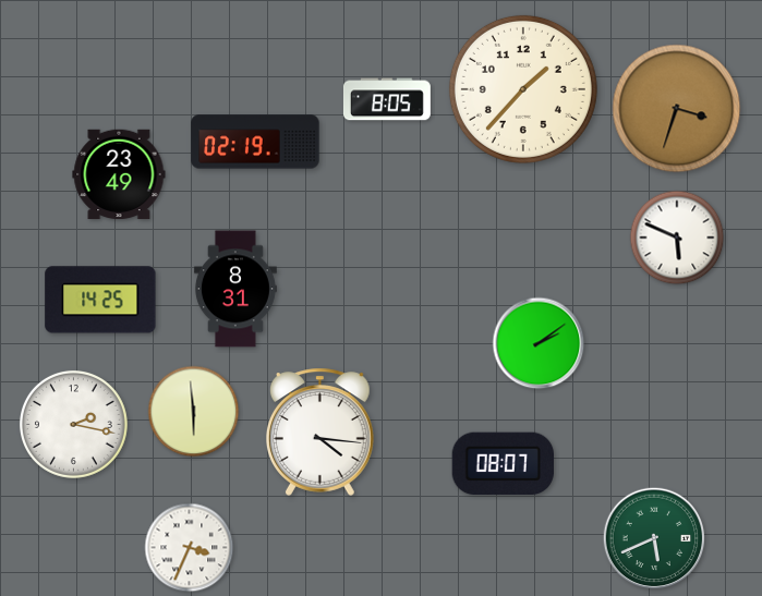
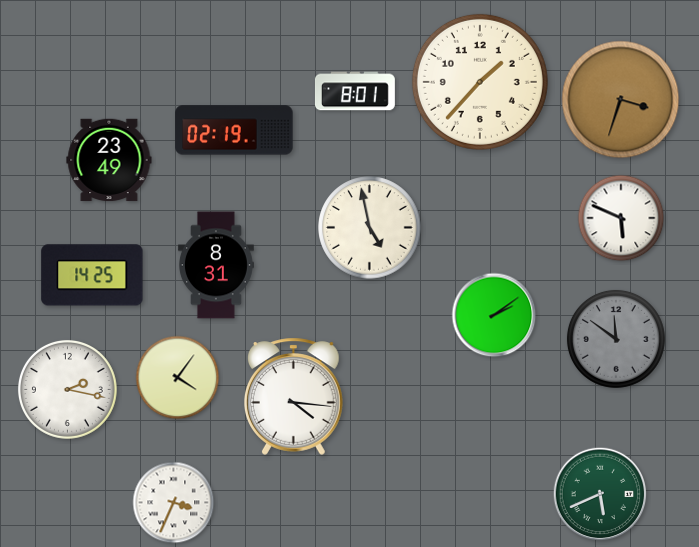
clock at (387, 99): 8:05 -> 8:01
clock at (370, 228): none -> 4:58
clock at (616, 339): none -> 11:51
clock at (194, 412): 5:59 -> 4:06
clock at (503, 464): 08:07 -> none
